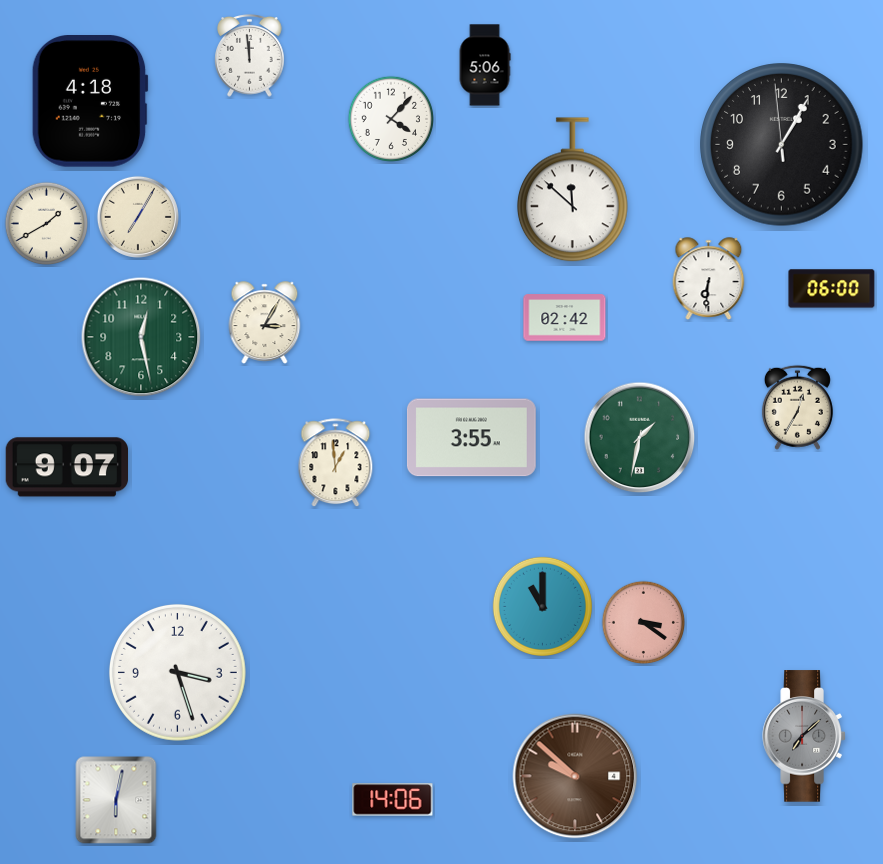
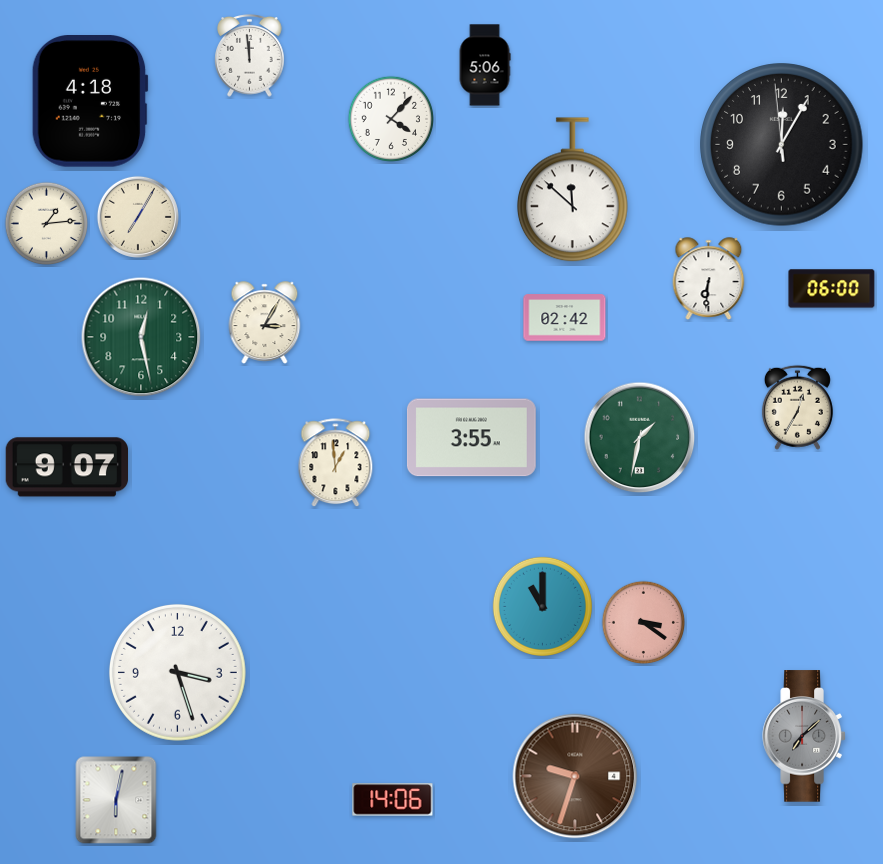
clock at (782, 145): 1:04 -> 12:04
clock at (47, 224): 1:40 -> 1:14
clock at (575, 776): 9:52 -> 9:33
